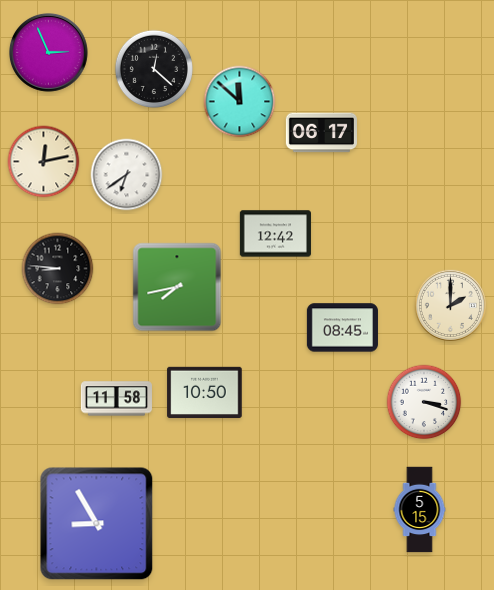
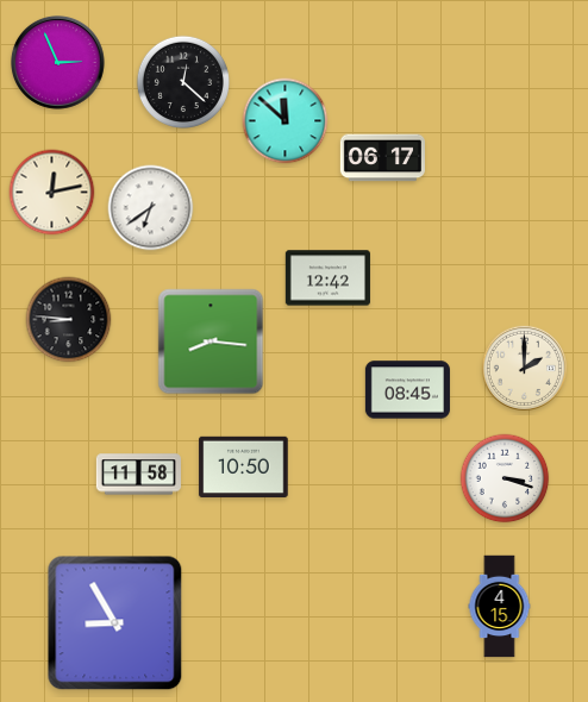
clock at (177, 287): 7:43 -> 8:16
clock at (450, 305) position: (450, 305) -> (524, 368)
clock at (420, 510): 5:15 -> 4:15
